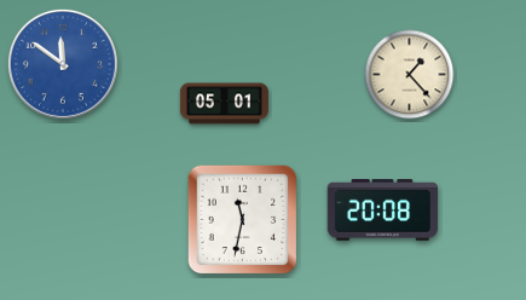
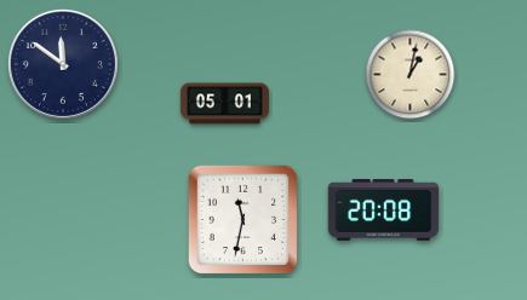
clock at (63, 64) dial: blue -> navy
clock at (410, 75): 1:23 -> 1:02
